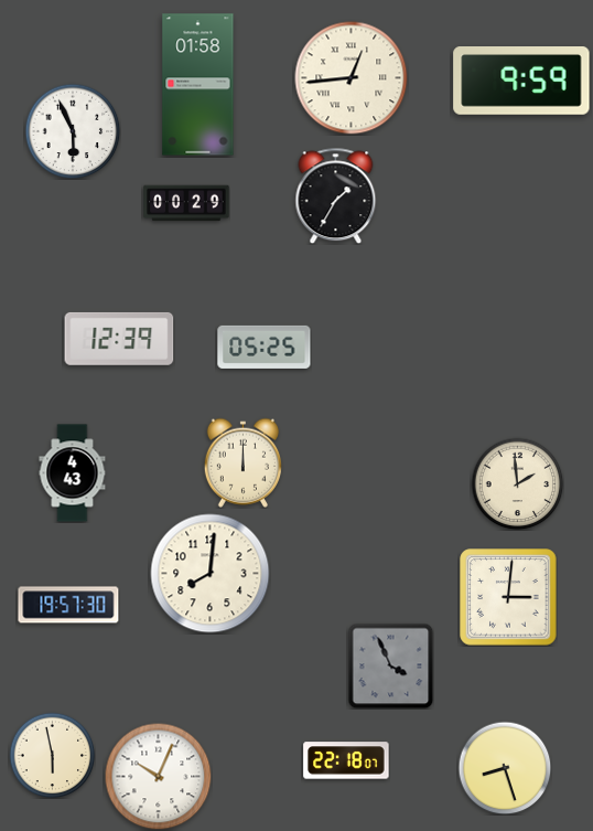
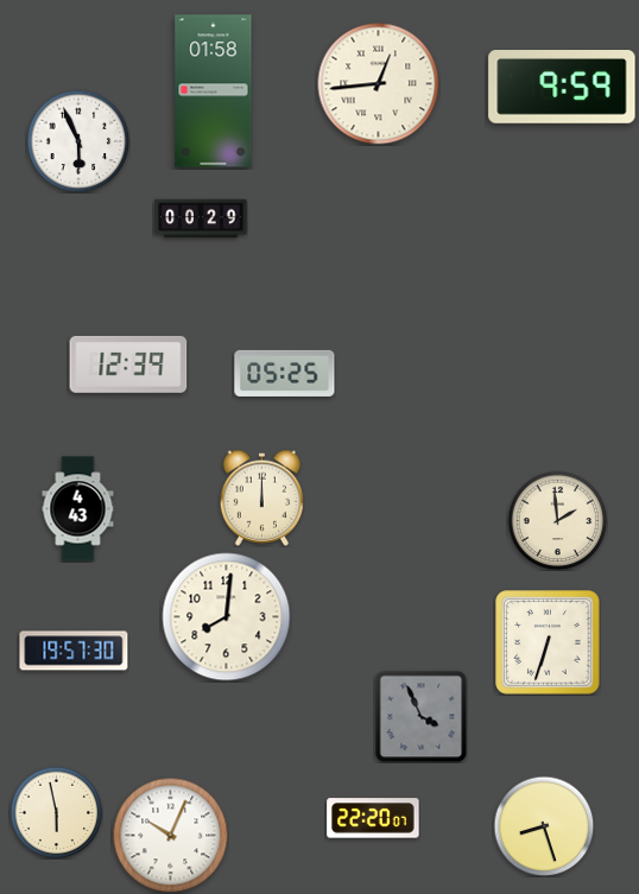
clock at (336, 195): 1:35 -> none
clock at (508, 597): 3:01 -> 6:33
clock at (346, 760): 22:18 -> 22:20
